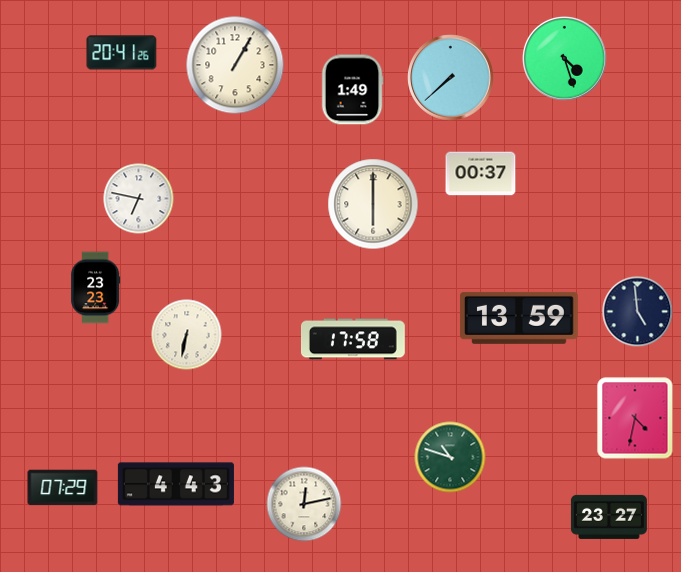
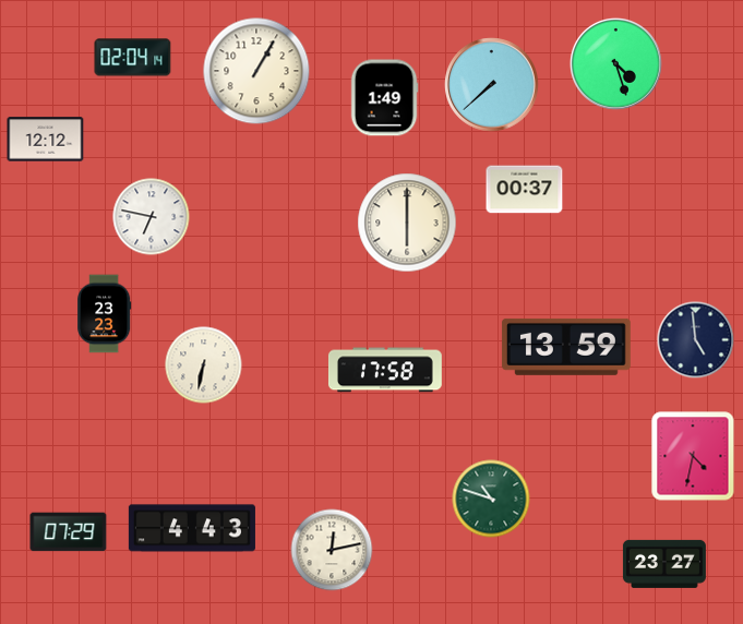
clock at (122, 53): 20:41 -> 02:04
clock at (46, 140): none -> 12:12
